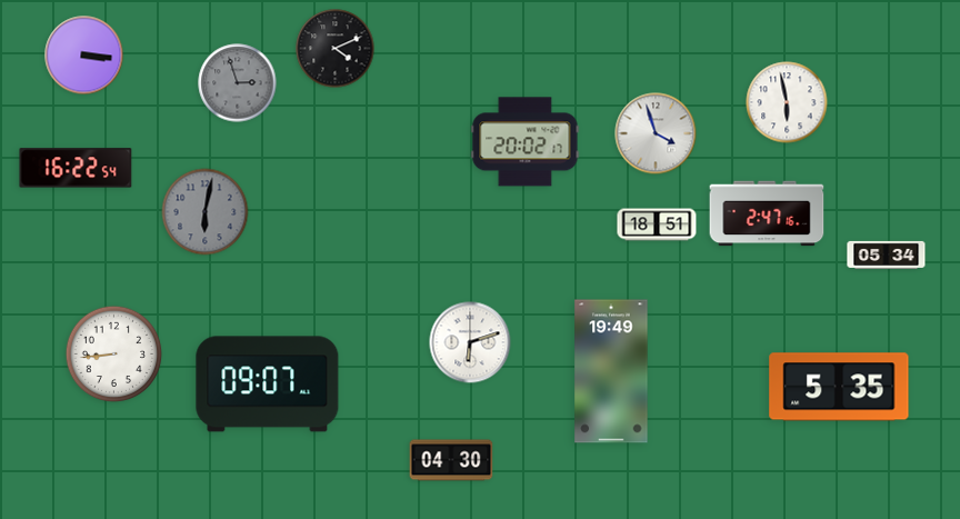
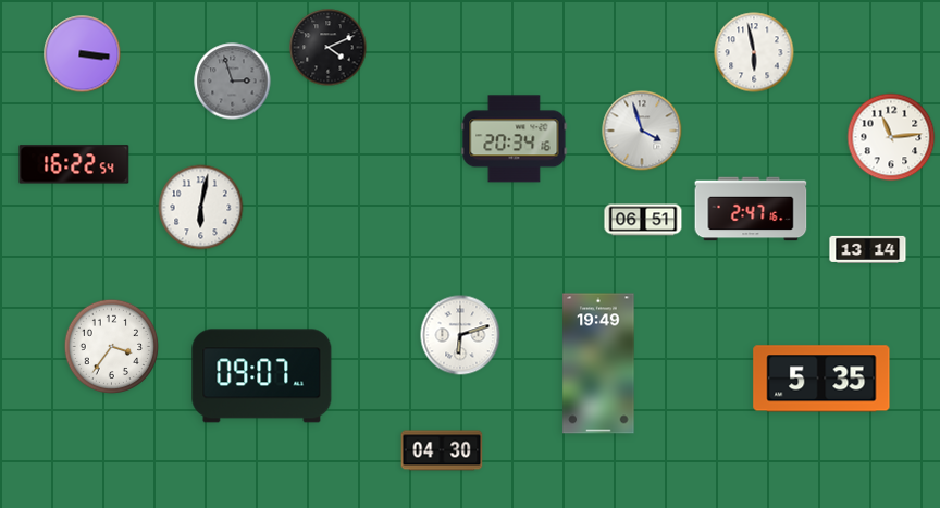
clock at (787, 102) position: (787, 102) -> (754, 52)
clock at (891, 137): none -> 11:14
clock at (526, 142): 20:02 -> 20:34
clock at (206, 212) dial: grey -> white
clock at (657, 224): 18:51 -> 06:51
clock at (887, 254): 05:34 -> 13:14
clock at (114, 355): 8:44 -> 3:36
